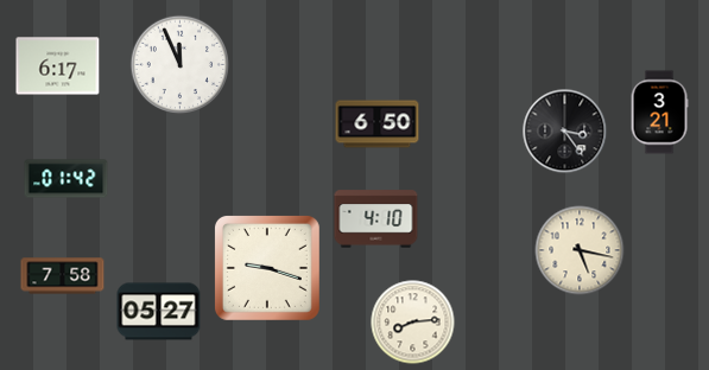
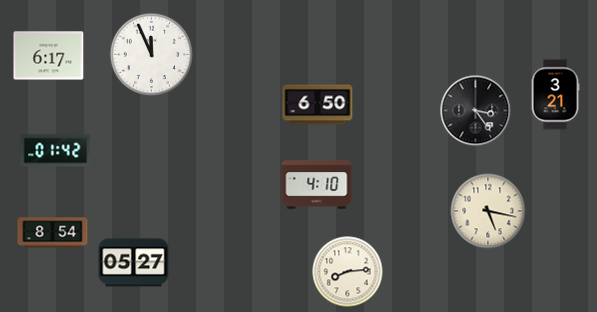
clock at (267, 268): 9:18 -> none
clock at (63, 276): 7:58 -> 8:54
